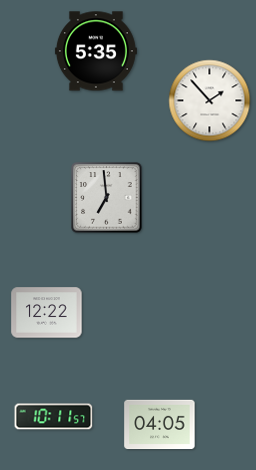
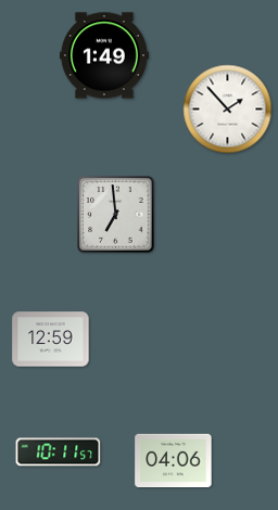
clock at (96, 51): 5:35 -> 1:49
clock at (47, 313): 12:22 -> 12:59
clock at (160, 425): 04:05 -> 04:06
